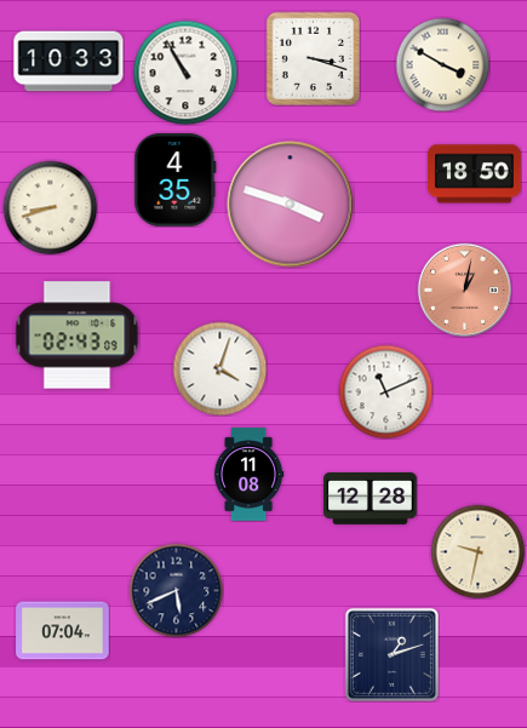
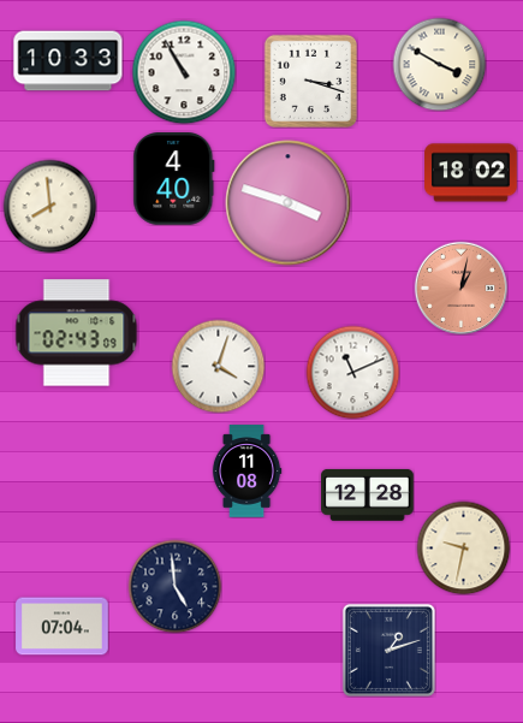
clock at (313, 58) position: (313, 58) -> (310, 81)
clock at (475, 174): 18:50 -> 18:02
clock at (176, 180): 4:35 -> 4:40
clock at (50, 207): 8:42 -> 7:59
clock at (385, 391) position: (385, 391) -> (352, 372)
clock at (477, 551) position: (477, 551) -> (463, 547)
clock at (176, 590): 5:41 -> 4:59
